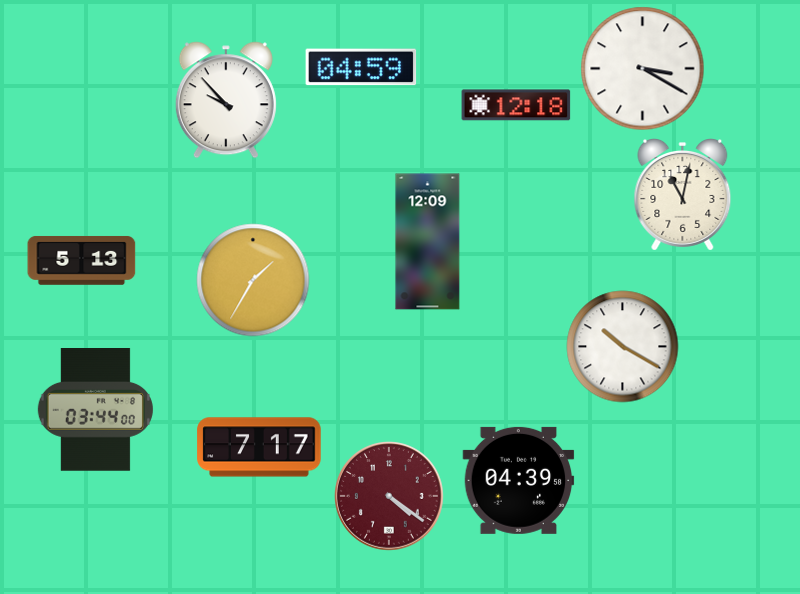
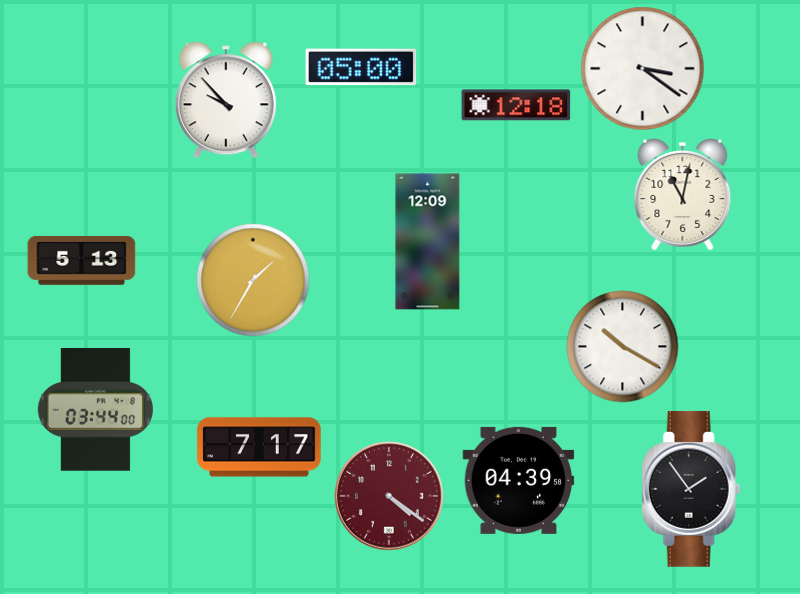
clock at (361, 67): 04:59 -> 05:00
clock at (643, 69): 3:20 -> 3:21
clock at (691, 489): none -> 1:54
